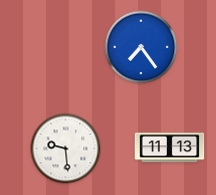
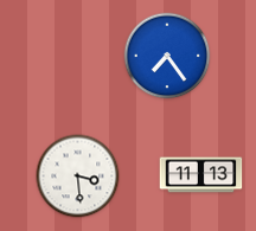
clock at (66, 149): 9:29 -> 3:29
